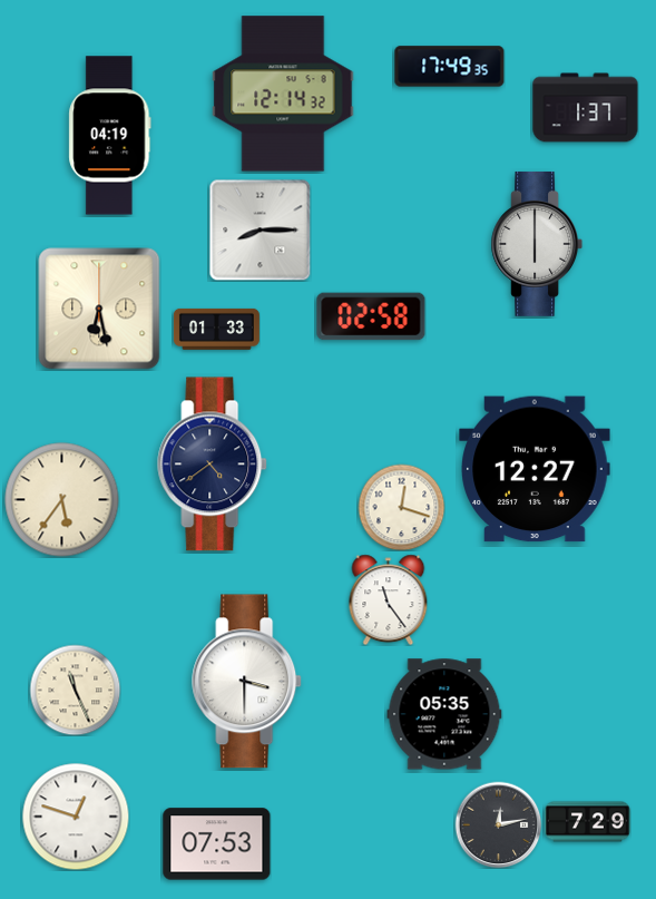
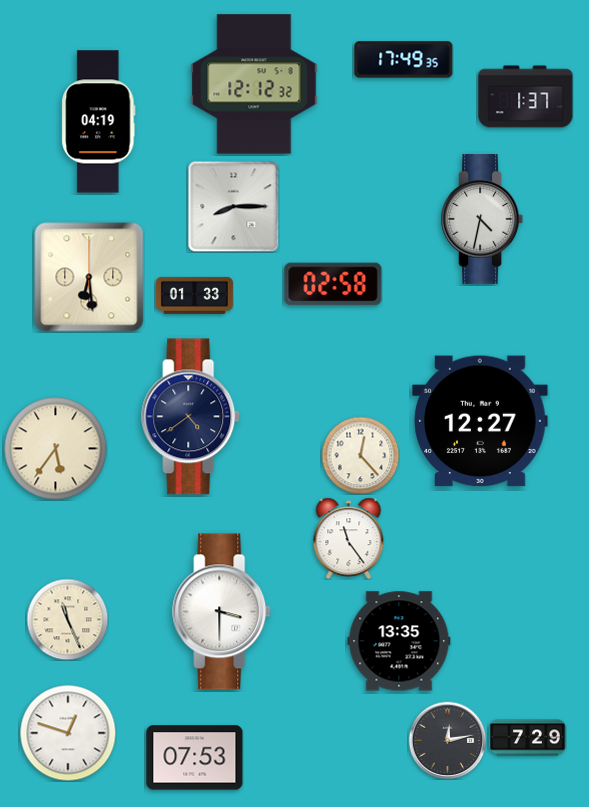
clock at (283, 94): 12:14 -> 12:12
clock at (537, 244): 6:00 -> 4:32
clock at (99, 309): 6:28 -> 6:29
clock at (401, 507): 12:18 -> 12:23
clock at (444, 714): 05:35 -> 13:35
